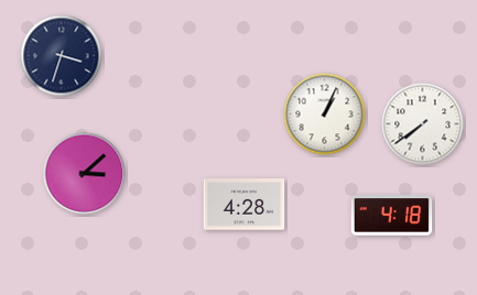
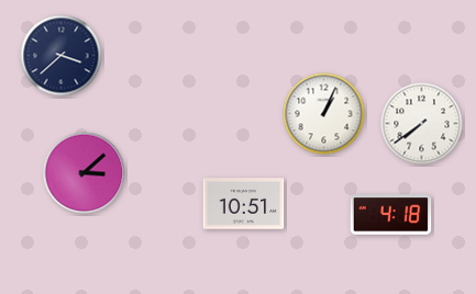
clock at (62, 56): 3:33 -> 3:38
clock at (245, 205): 4:28 -> 10:51
